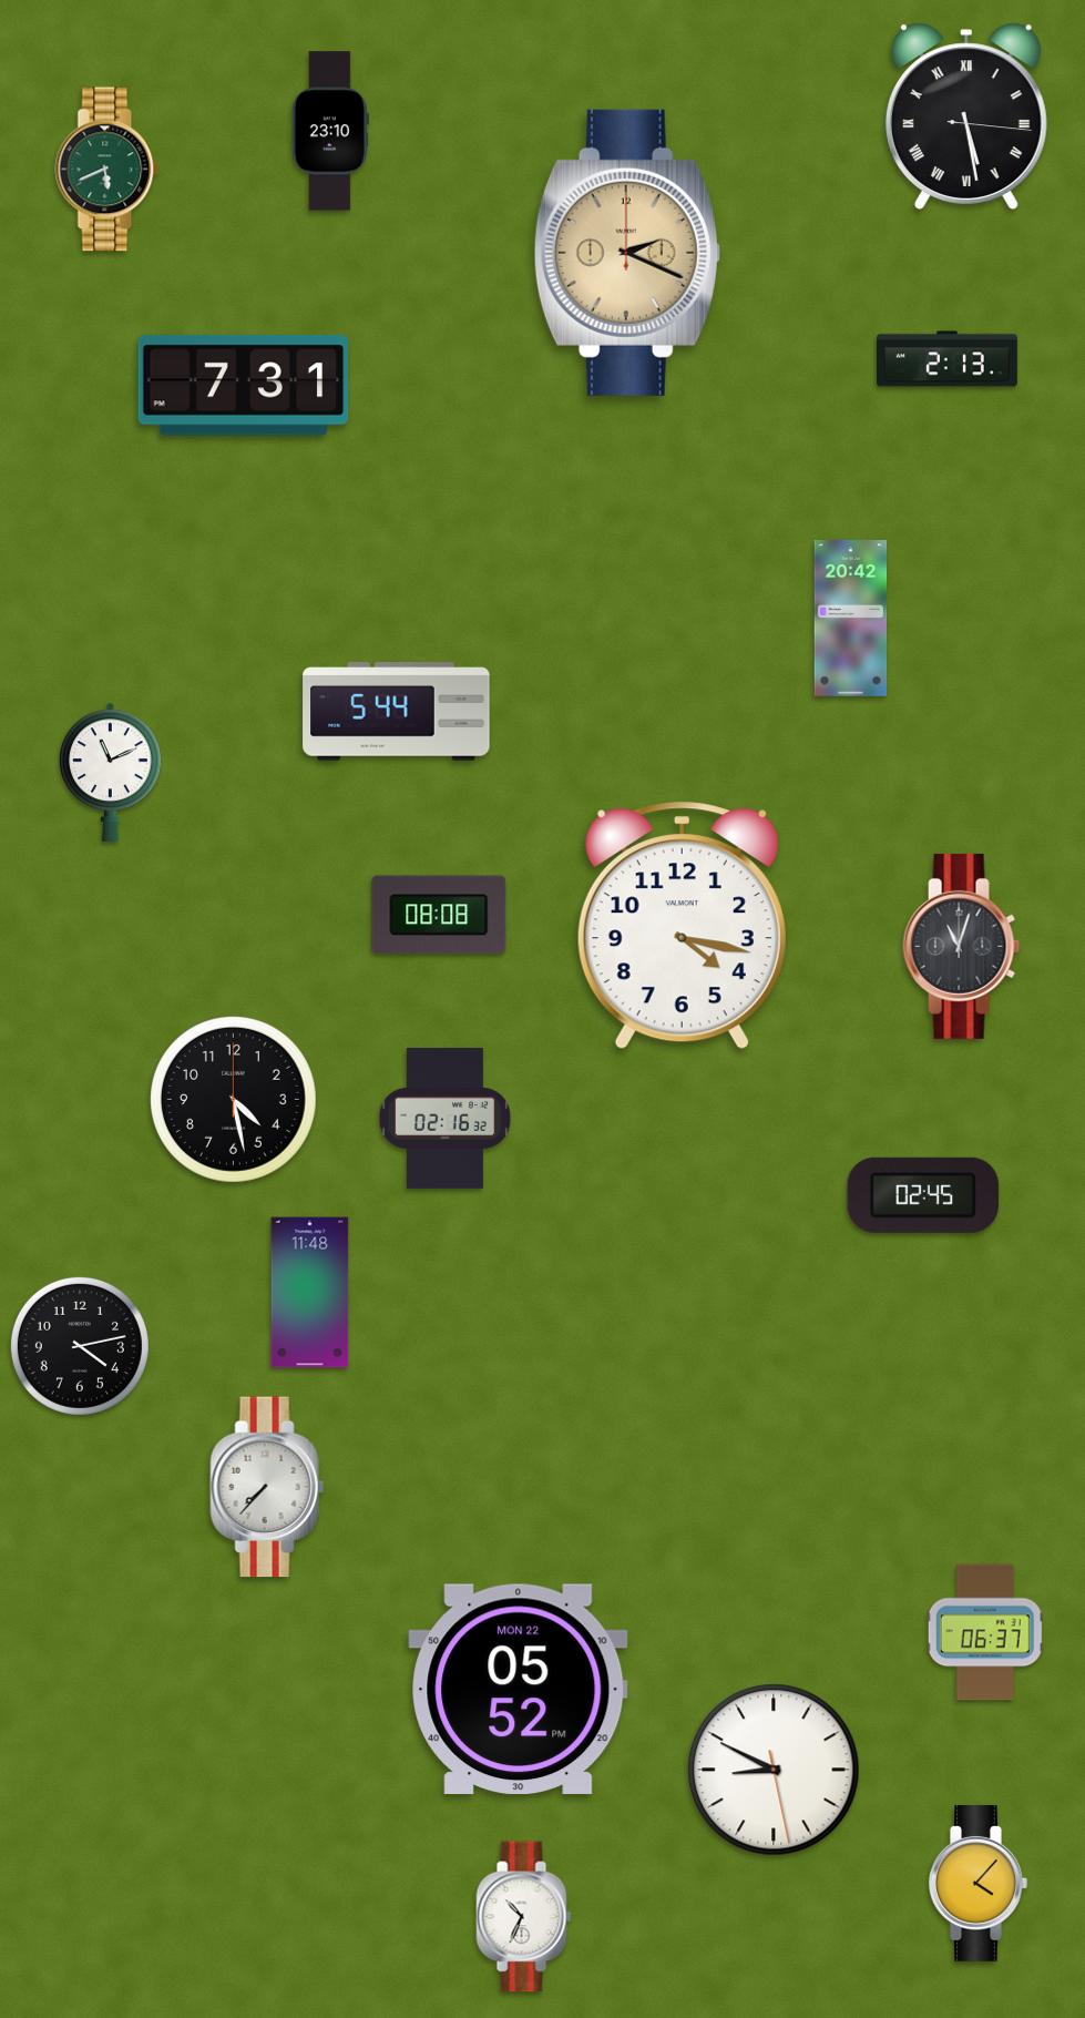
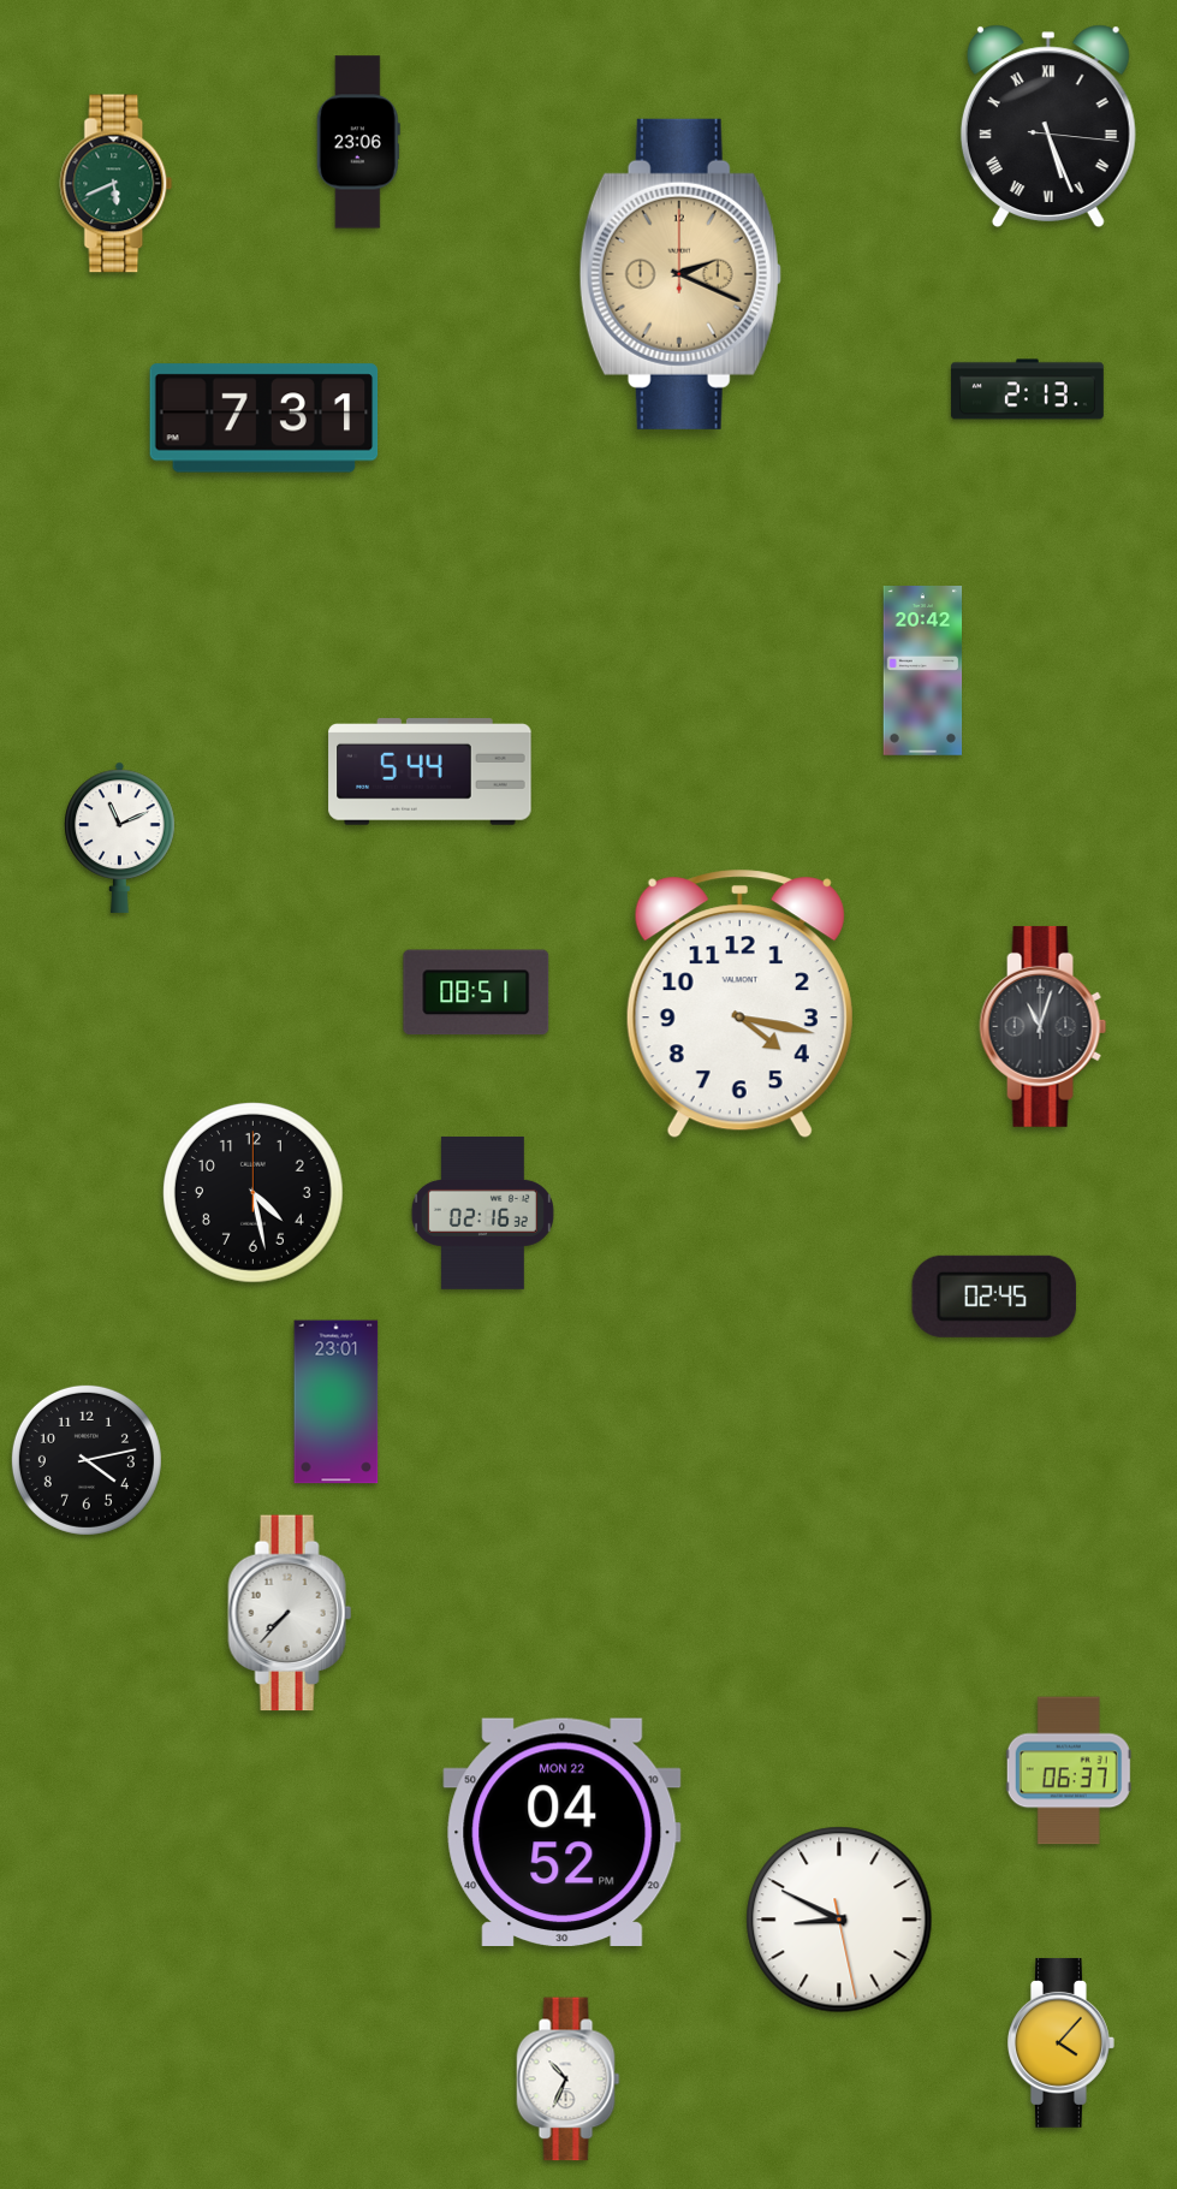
clock at (966, 116): 5:28 -> 5:26
clock at (330, 131): 23:10 -> 23:06
clock at (439, 915): 08:08 -> 08:51
clock at (922, 1195) position: (922, 1195) -> (993, 1297)
clock at (310, 1293): 11:48 -> 23:01
clock at (519, 1689): 05:52 -> 04:52
